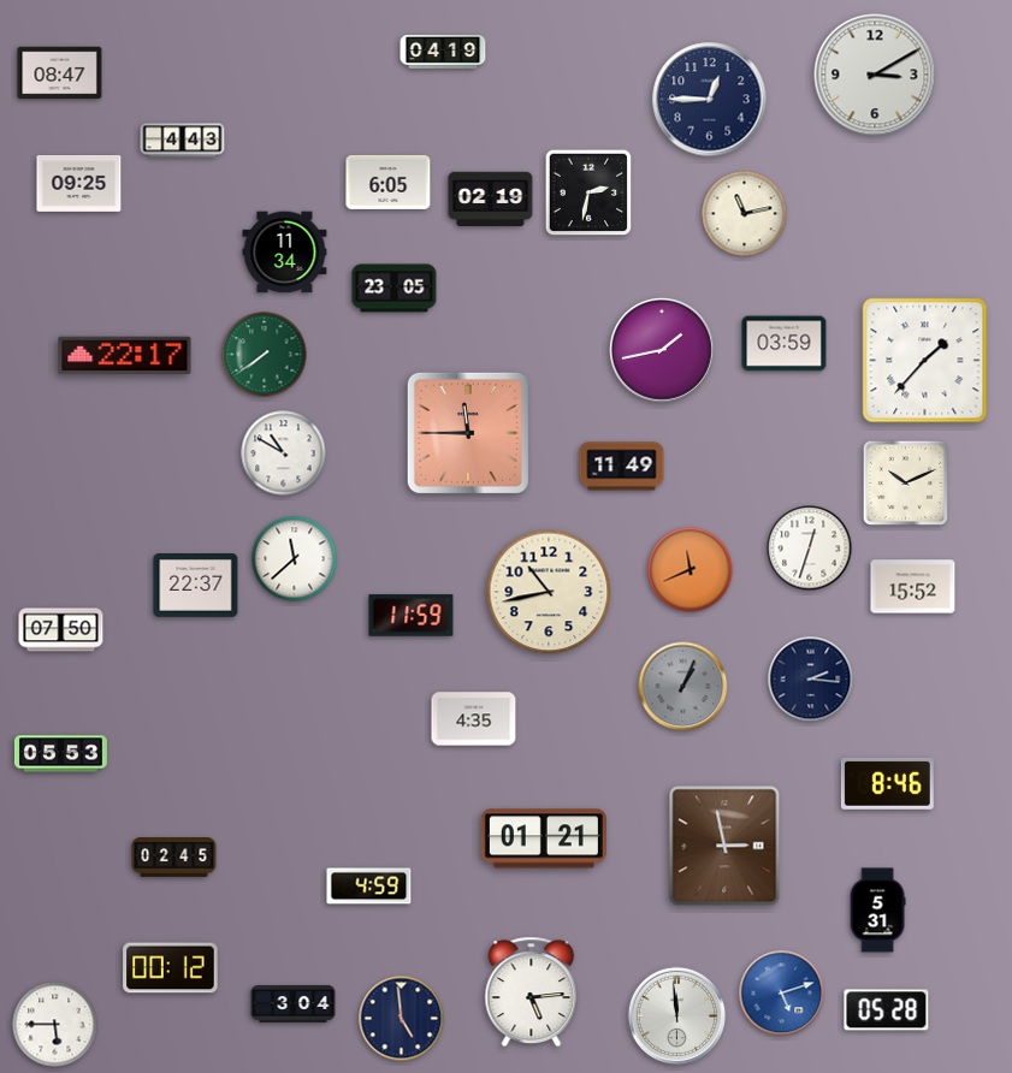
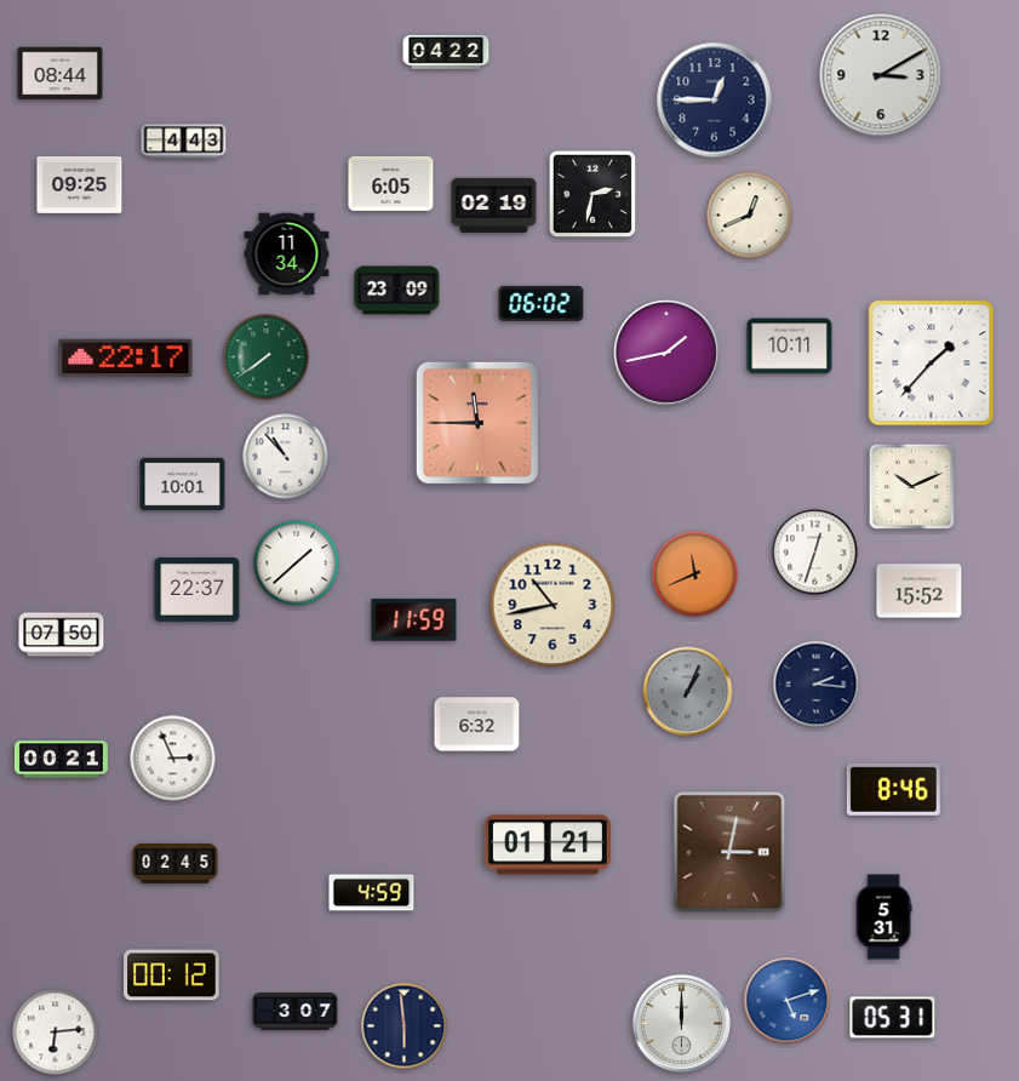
clock at (443, 53): 04:19 -> 04:22
clock at (60, 73): 08:47 -> 08:44
clock at (491, 200) position: (491, 200) -> (494, 206)
clock at (745, 214): 11:13 -> 12:41
clock at (395, 289): 23:05 -> 23:09
clock at (542, 303): none -> 06:02
clock at (785, 344): 03:59 -> 10:11
clock at (468, 433) position: (468, 433) -> (477, 423)
clock at (284, 453): 10:50 -> 10:53
clock at (622, 467): 11:49 -> none
clock at (183, 485): none -> 10:01
clock at (295, 559): 11:38 -> 1:38
clock at (549, 592) position: (549, 592) -> (553, 605)
clock at (474, 719): 4:35 -> 6:32
clock at (173, 759): none -> 2:56
clock at (60, 754): 05:53 -> 00:21
clock at (724, 846): 2:58 -> 3:02
clock at (532, 992): 5:14 -> none
clock at (294, 1004): 3:04 -> 3:07
clock at (887, 1010): 05:28 -> 05:31
clock at (677, 1016): 11:59 -> 12:00
clock at (402, 1019): 4:59 -> 5:59
clock at (55, 1025): 5:45 -> 6:14
